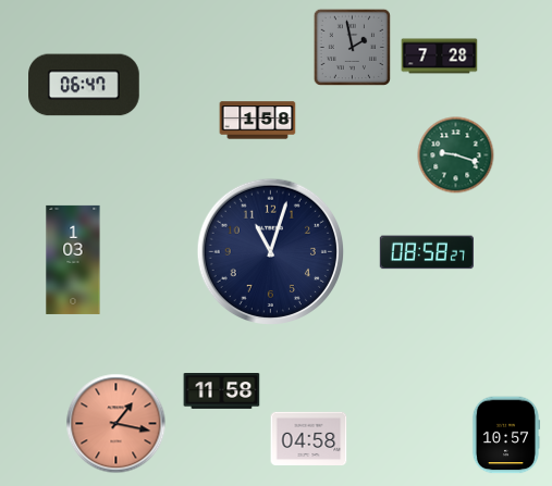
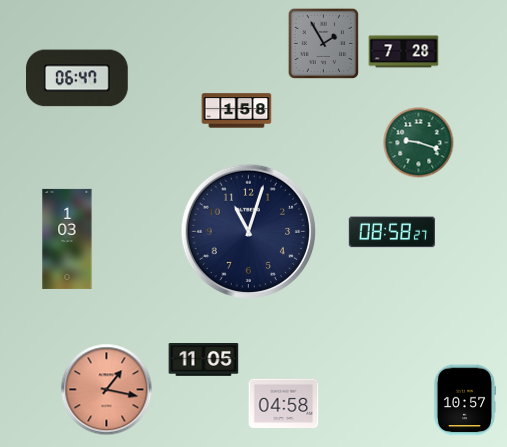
clock at (352, 47): 1:58 -> 1:55
clock at (222, 391): 11:58 -> 11:05
